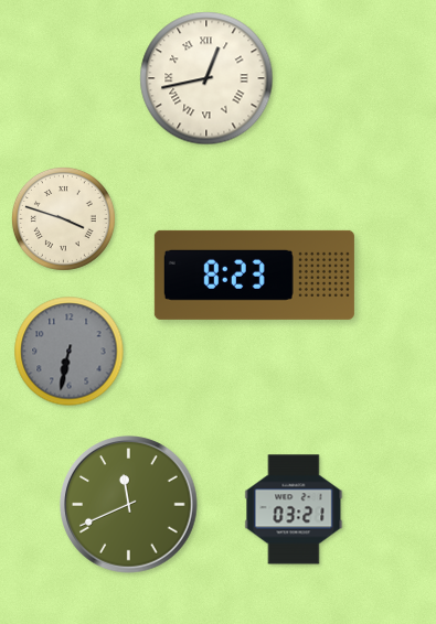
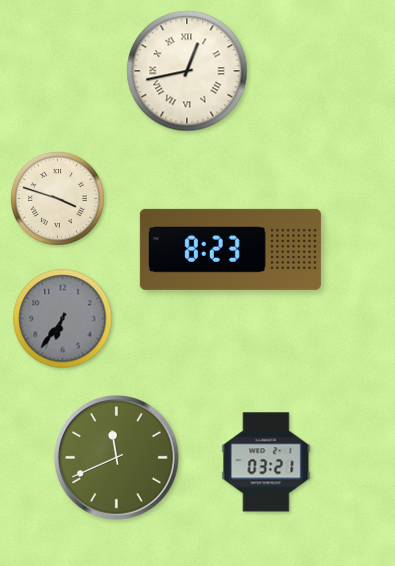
clock at (70, 352): 6:32 -> 6:36
